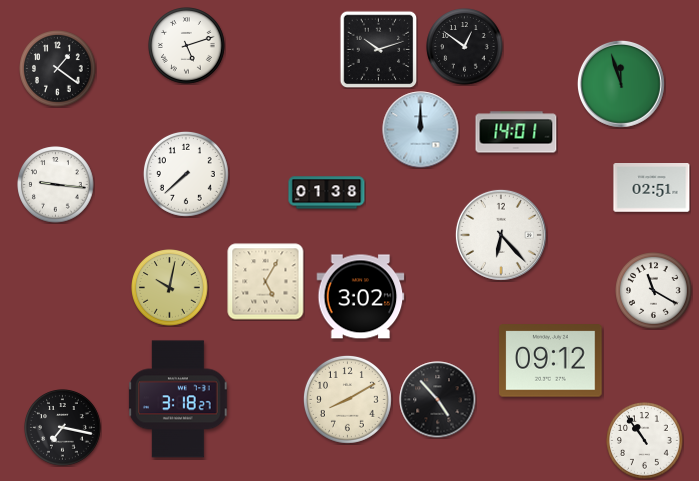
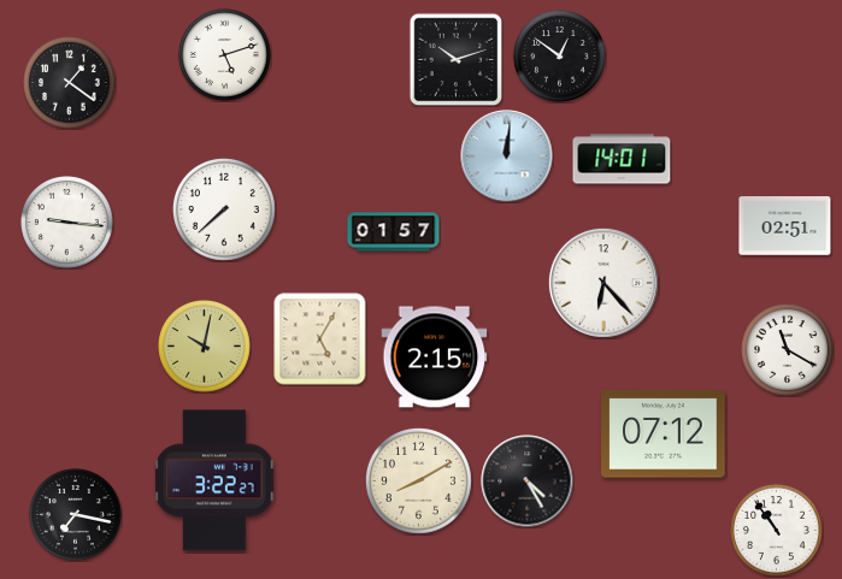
clock at (621, 84): 11:57 -> none
clock at (421, 130): 12:00 -> 12:01
clock at (327, 193): 01:38 -> 01:57
clock at (361, 297): 3:02 -> 2:15
clock at (551, 361): 09:12 -> 07:12
clock at (178, 399): 3:18 -> 3:22
clock at (438, 400): 4:53 -> 4:25
